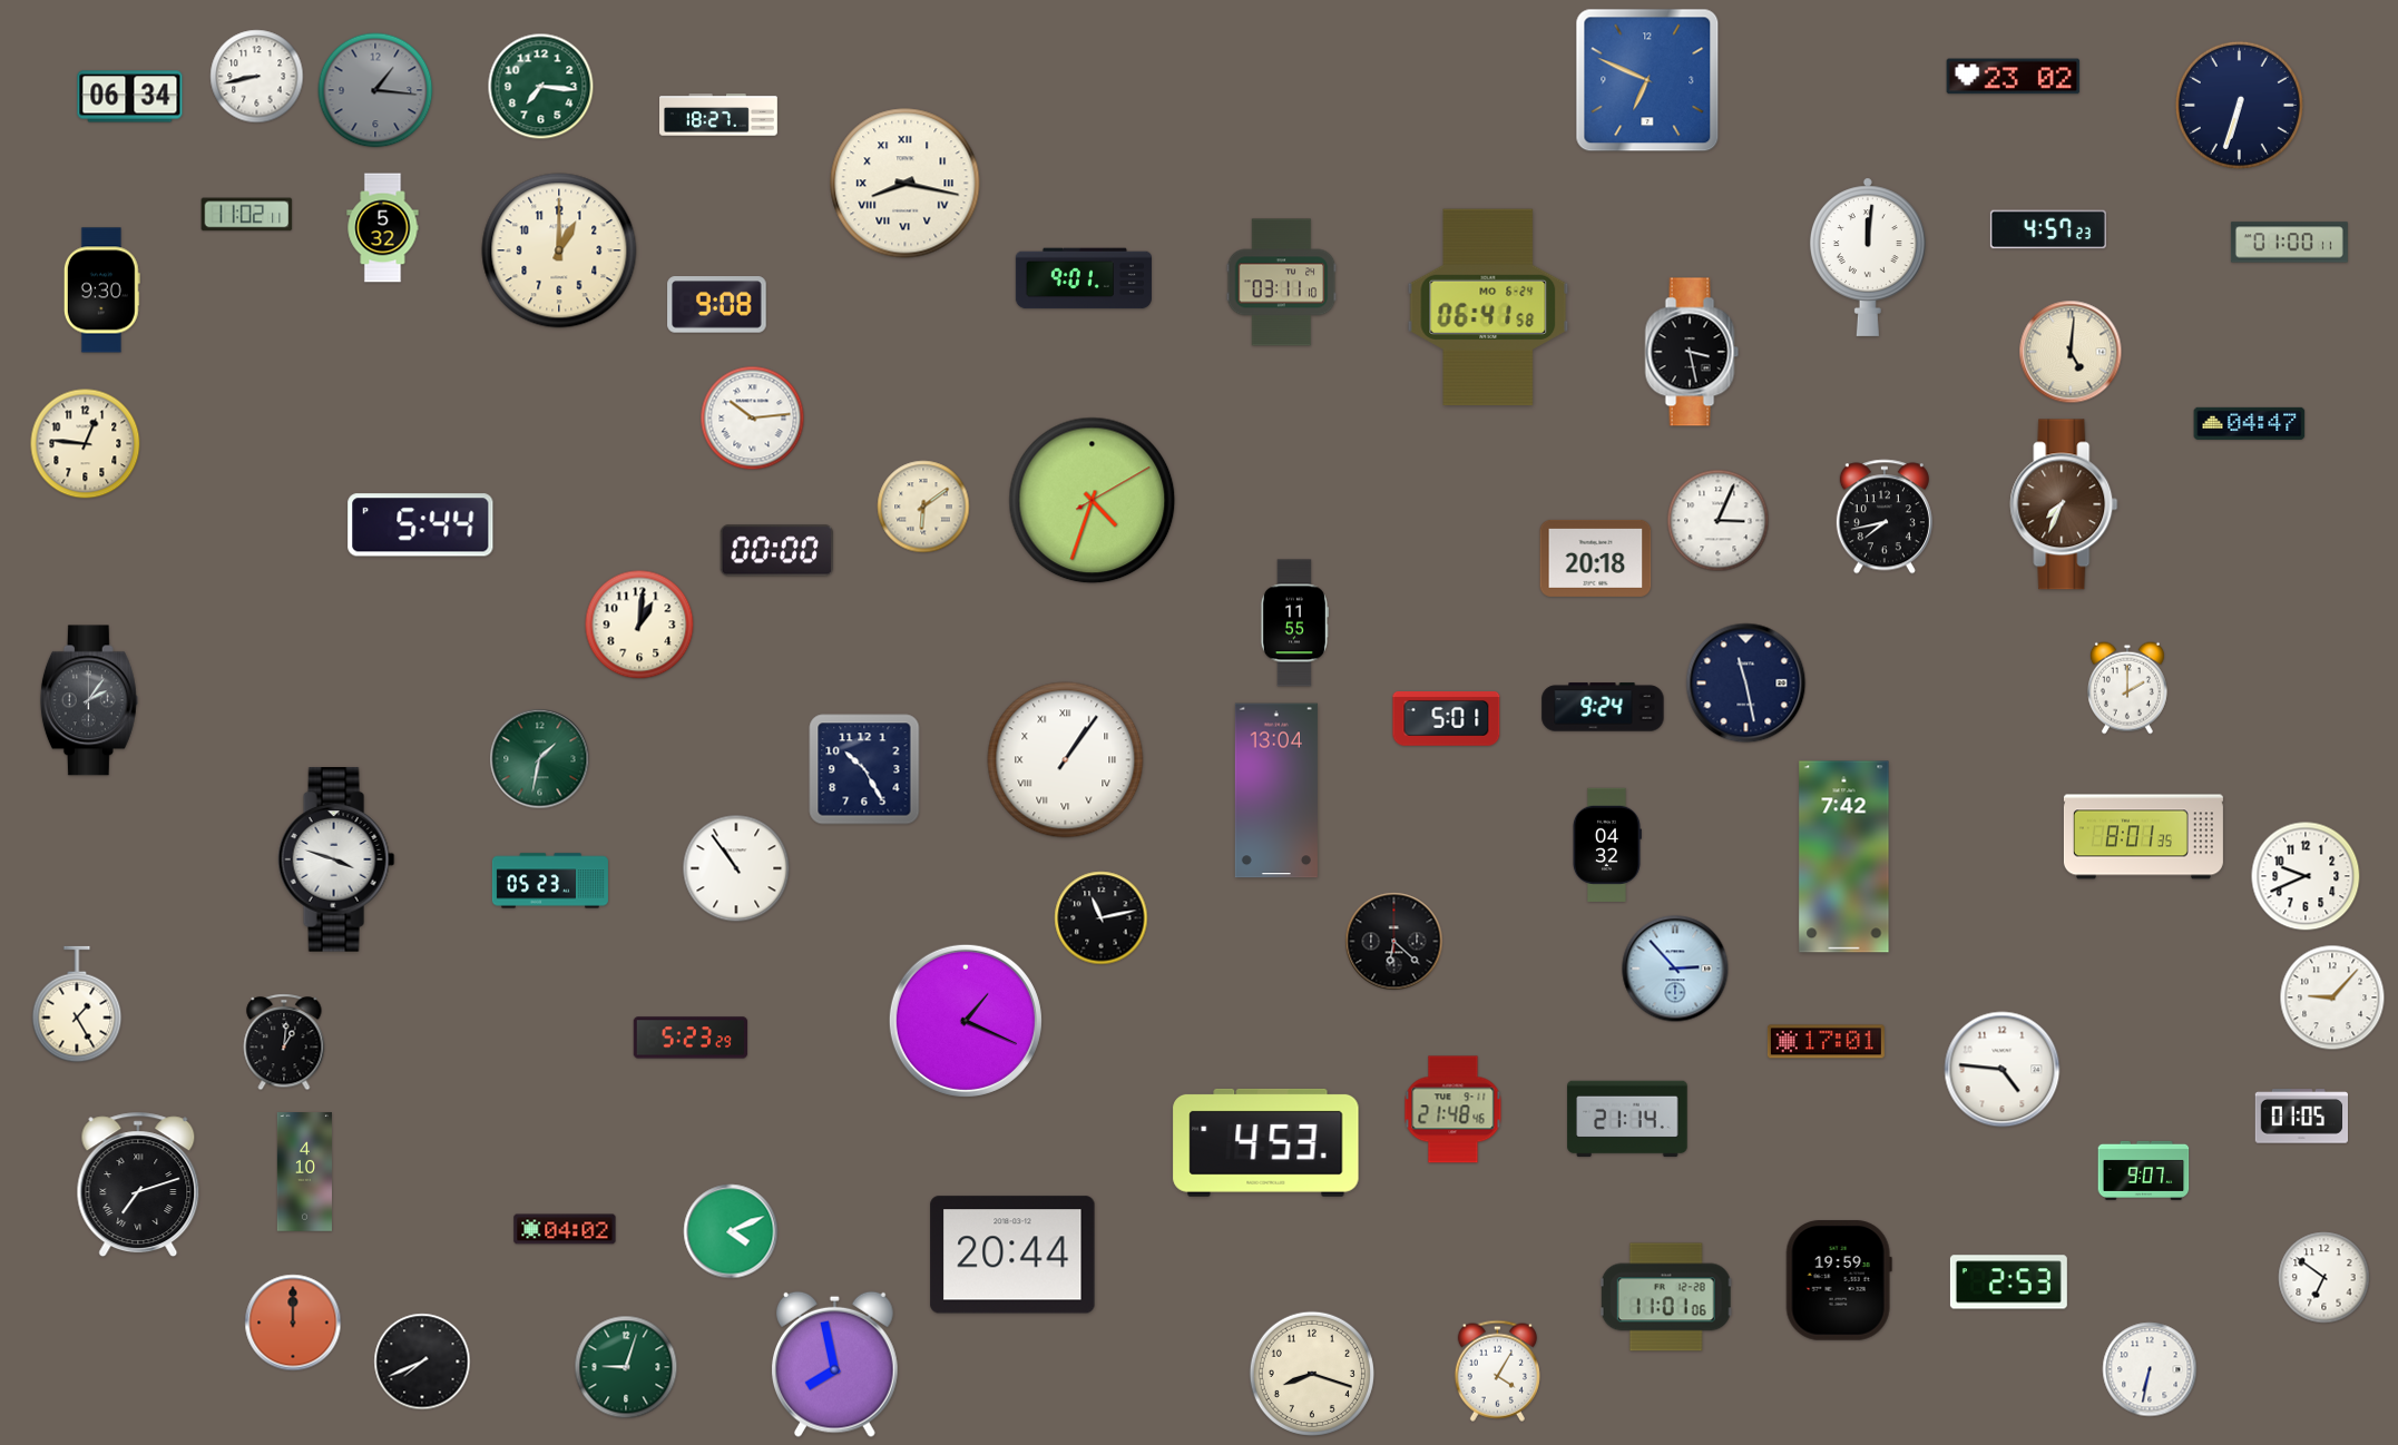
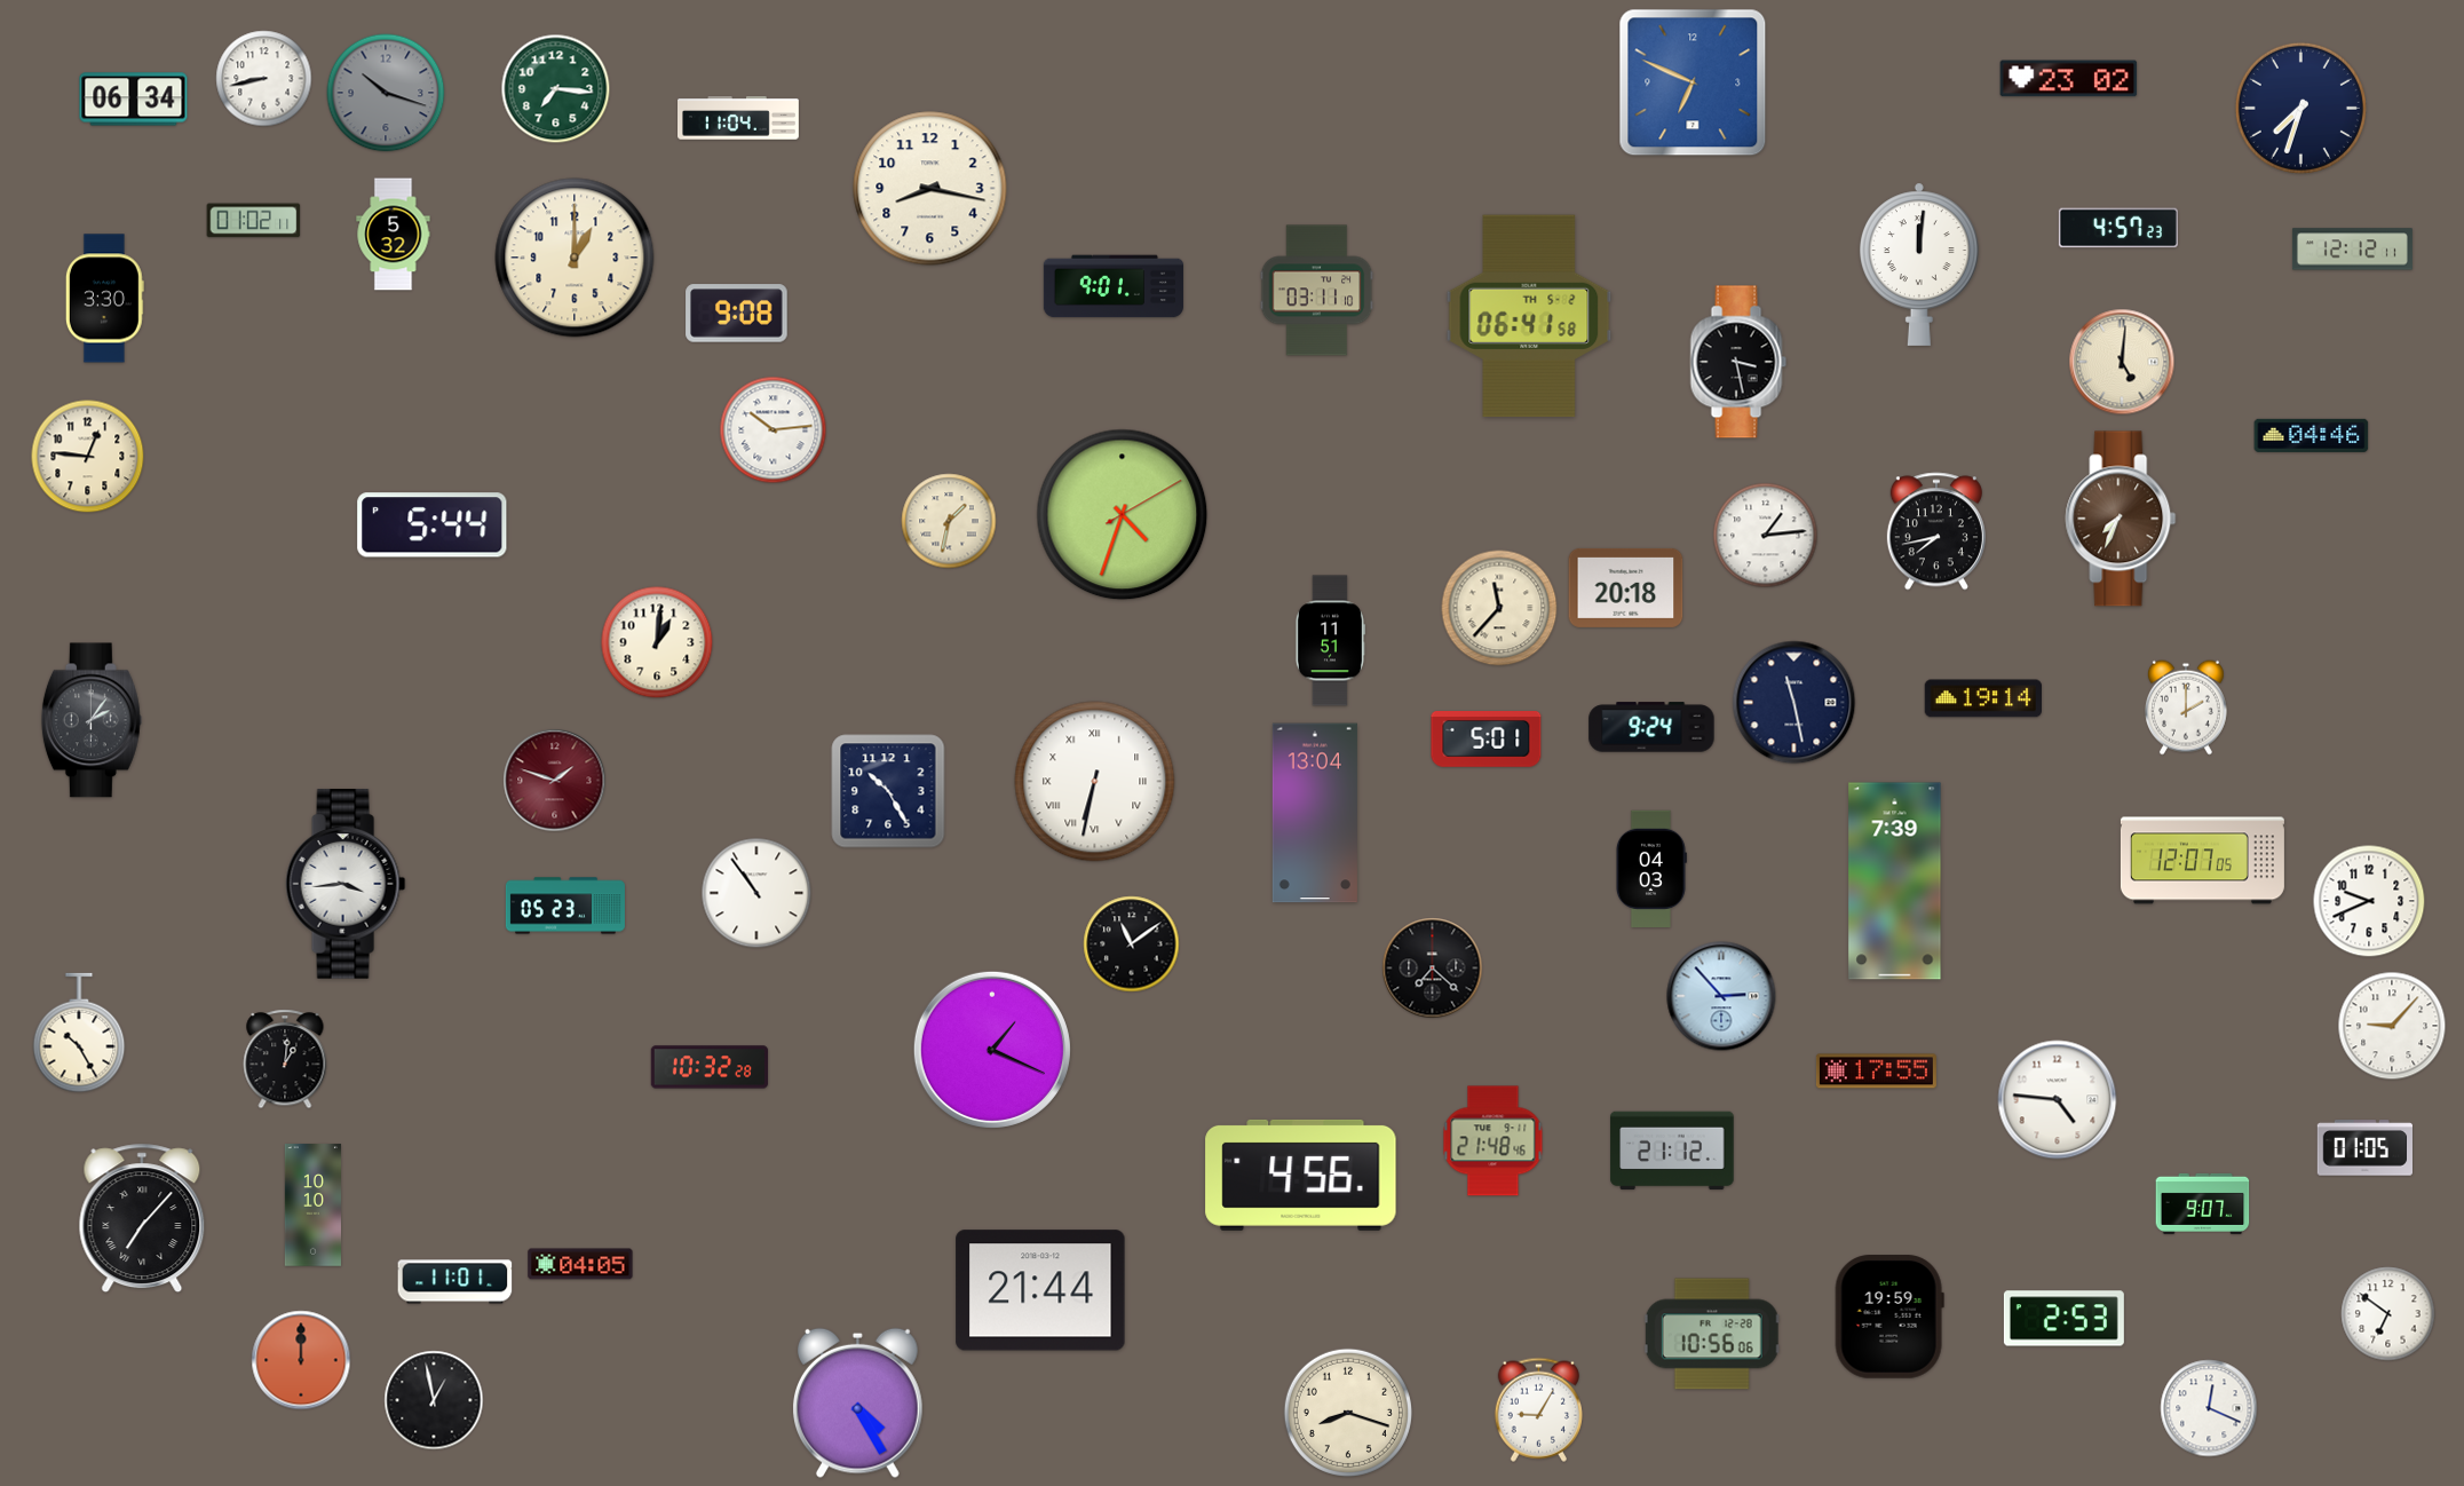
clock at (375, 90): 1:16 -> 10:18
clock at (2239, 105): 6:33 -> 7:33
clock at (720, 115): 18:27 -> 11:04
clock at (906, 184) numerals: Roman -> Arabic
clock at (247, 215): 11:02 -> 01:02
clock at (2048, 229) position: (2048, 229) -> (2118, 228)
clock at (2289, 243): 01:00 -> 12:12
clock at (101, 291): 9:30 -> 3:30
clock at (1488, 307) date: MO 6-24 -> TH 5-2
clock at (2071, 352) position: (2071, 352) -> (2122, 362)
clock at (2250, 423): 04:47 -> 04:46
clock at (923, 507): 6:09 -> 1:32
clock at (1719, 521): 3:04 -> 1:14
clock at (421, 525) position: (421, 525) -> (433, 525)
clock at (777, 551): 00:00 -> none
clock at (1596, 558) position: (1596, 558) -> (1626, 587)
clock at (1499, 608): none -> 11:37
clock at (1294, 623): 11:55 -> 11:51
clock at (1982, 698): none -> 19:14
clock at (1603, 707) position: (1603, 707) -> (1651, 727)
clock at (540, 759): 1:32 -> 1:48
clock at (540, 759) dial: green -> burgundy
clock at (1066, 760): 1:06 -> 6:32
clock at (1276, 790) position: (1276, 790) -> (1315, 813)
clock at (2143, 837): 8:01 -> 12:07
clock at (1606, 845): 04:32 -> 04:03
clock at (1844, 857): 7:42 -> 7:39
clock at (336, 859): 3:48 -> 3:44
clock at (1102, 918): 11:13 -> 11:09
clock at (1394, 942): 6:22 -> 7:22
clock at (2332, 997) position: (2332, 997) -> (2392, 1026)
clock at (77, 1004): 1:25 -> 10:25
clock at (691, 1038): 5:23 -> 10:32
clock at (284, 1042) position: (284, 1042) -> (285, 1059)
clock at (1826, 1042): 17:01 -> 17:55
clock at (1627, 1119): 21:14 -> 21:12
clock at (1266, 1142): 4:53 -> 4:56
clock at (304, 1172): 4:10 -> 10:10
clock at (138, 1184): 7:12 -> 7:07
clock at (565, 1229): 04:02 -> 04:05
clock at (731, 1231): 4:11 -> none
clock at (455, 1282): none -> 11:01
clock at (1012, 1255): 20:44 -> 21:44
clock at (1666, 1297): 11:01 -> 10:56
clock at (422, 1362): 7:41 -> 12:58
clock at (834, 1364): 7:58 -> 4:25
clock at (626, 1367): 9:03 -> none
clock at (2150, 1369): 6:32 -> 12:19
clock at (1497, 1370): 4:05 -> 9:05
